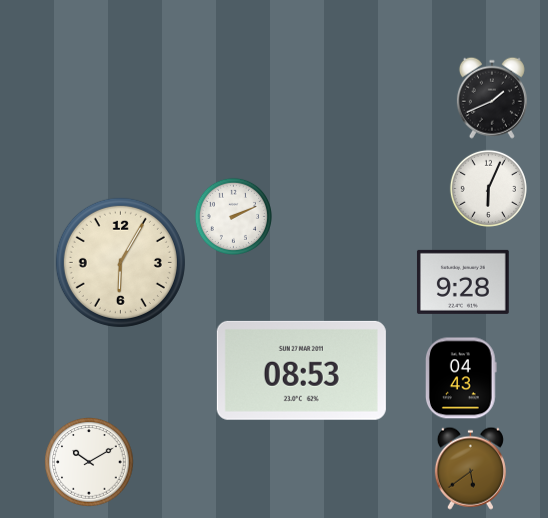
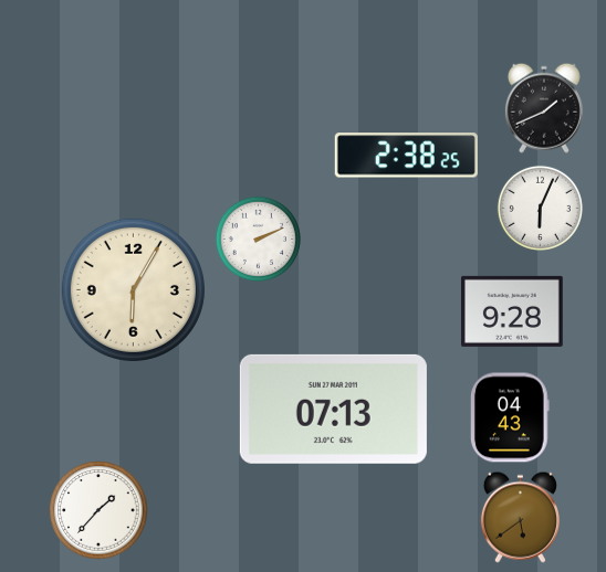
clock at (406, 156): none -> 2:38
clock at (301, 370): 08:53 -> 07:13
clock at (89, 462): 10:10 -> 1:37
